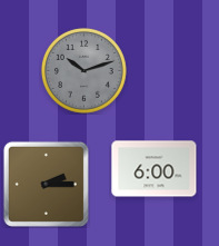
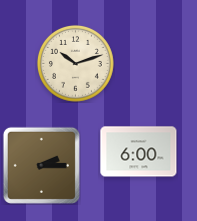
clock at (83, 70) dial: grey -> cream
